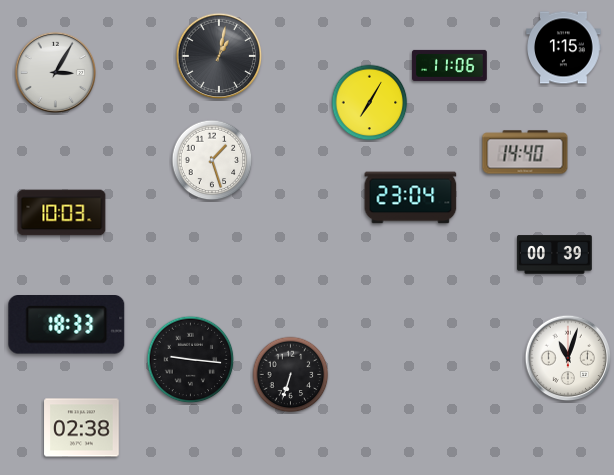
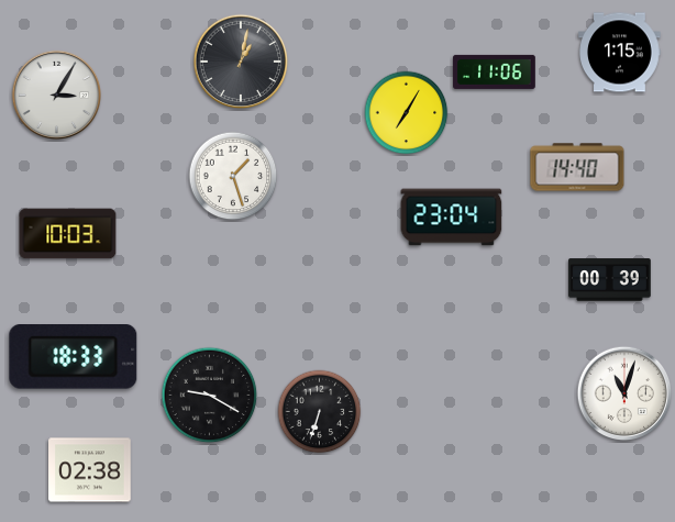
clock at (55, 72) position: (55, 72) -> (56, 95)
clock at (191, 360): 9:16 -> 9:20
